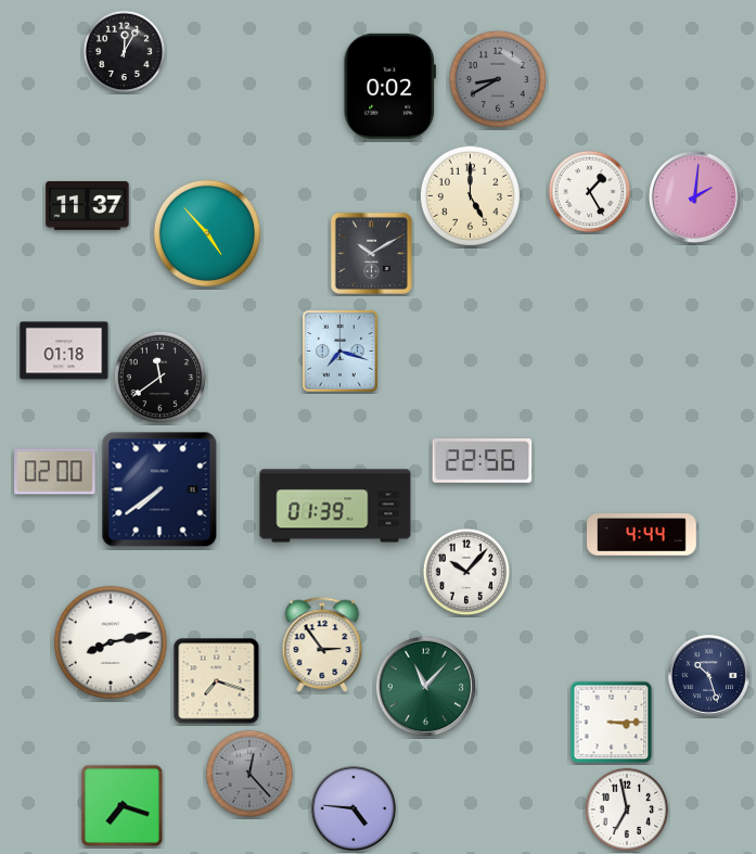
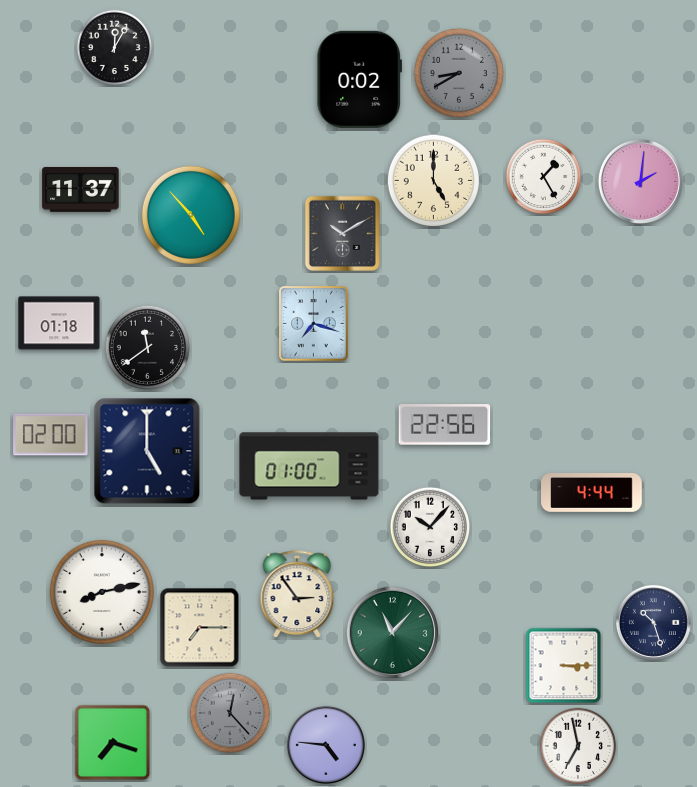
clock at (159, 489): 7:39 -> 5:00
clock at (335, 506): 01:39 -> 01:00
clock at (217, 681): 7:18 -> 7:15
